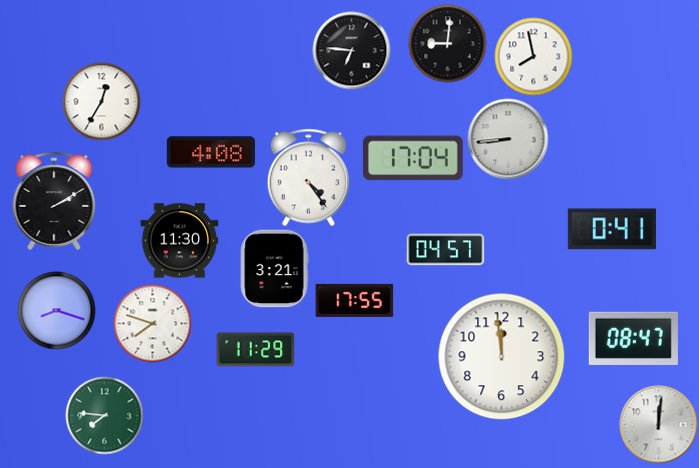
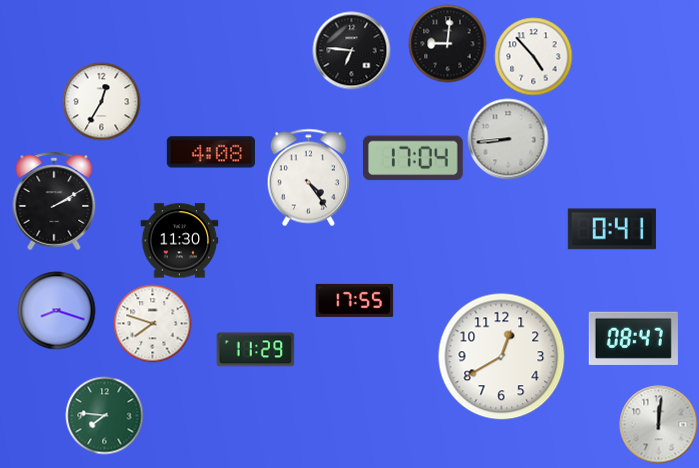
clock at (533, 56): 7:58 -> 4:53
clock at (445, 250): 04:57 -> none
clock at (274, 268): 3:21 -> none
clock at (501, 356): 11:59 -> 12:40
